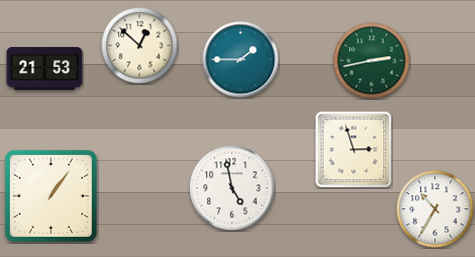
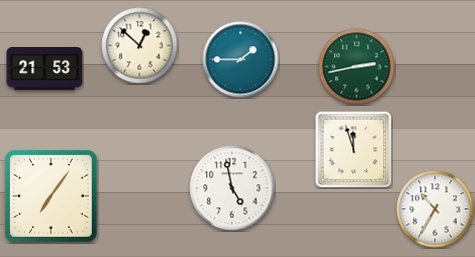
clock at (372, 61) position: (372, 61) -> (357, 67)
clock at (353, 149): 2:57 -> 11:57
clock at (51, 196): 1:06 -> 7:06
